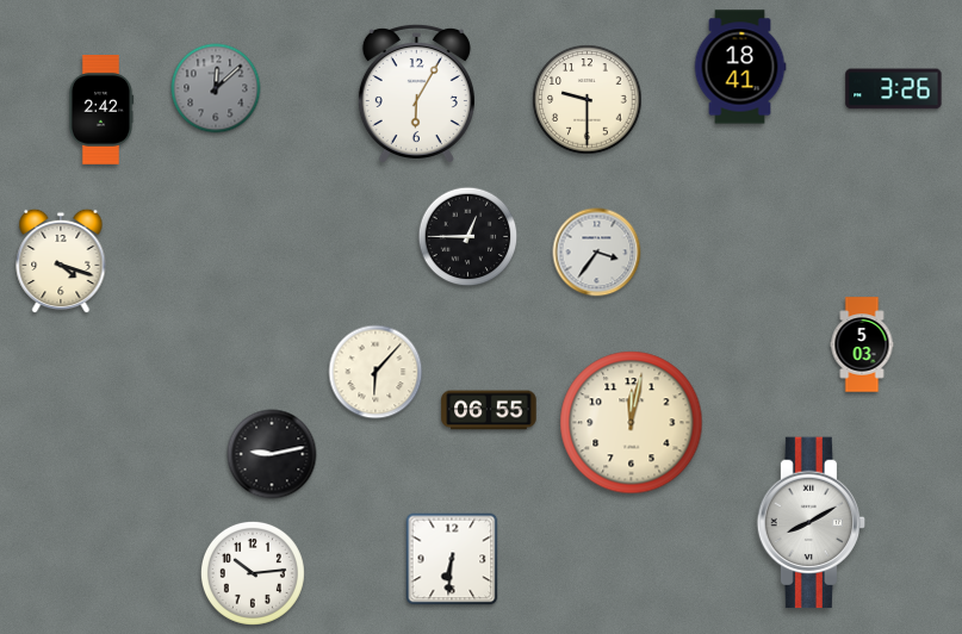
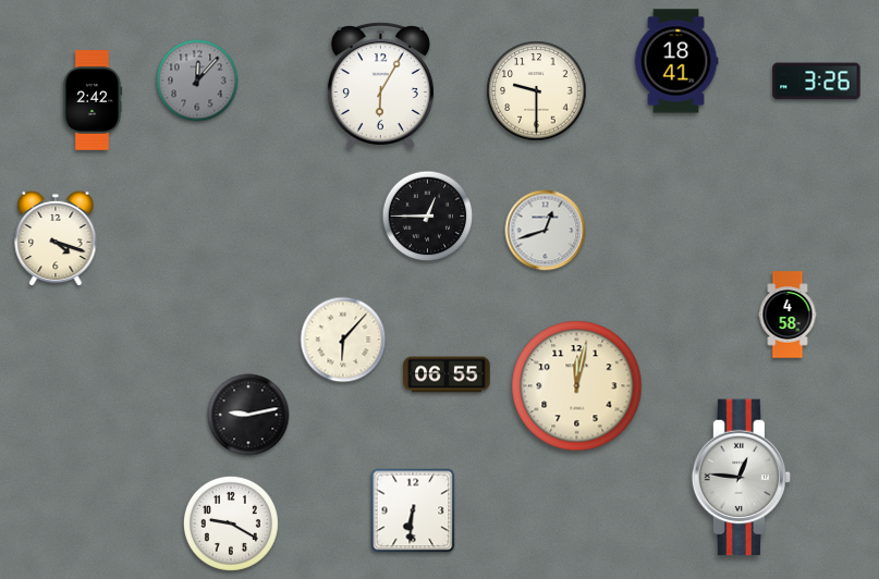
clock at (216, 88): 12:08 -> 12:07
clock at (597, 253): 3:36 -> 12:42
clock at (862, 344): 5:03 -> 4:58
clock at (812, 523): 8:10 -> 12:46
clock at (253, 573): 10:14 -> 9:20
